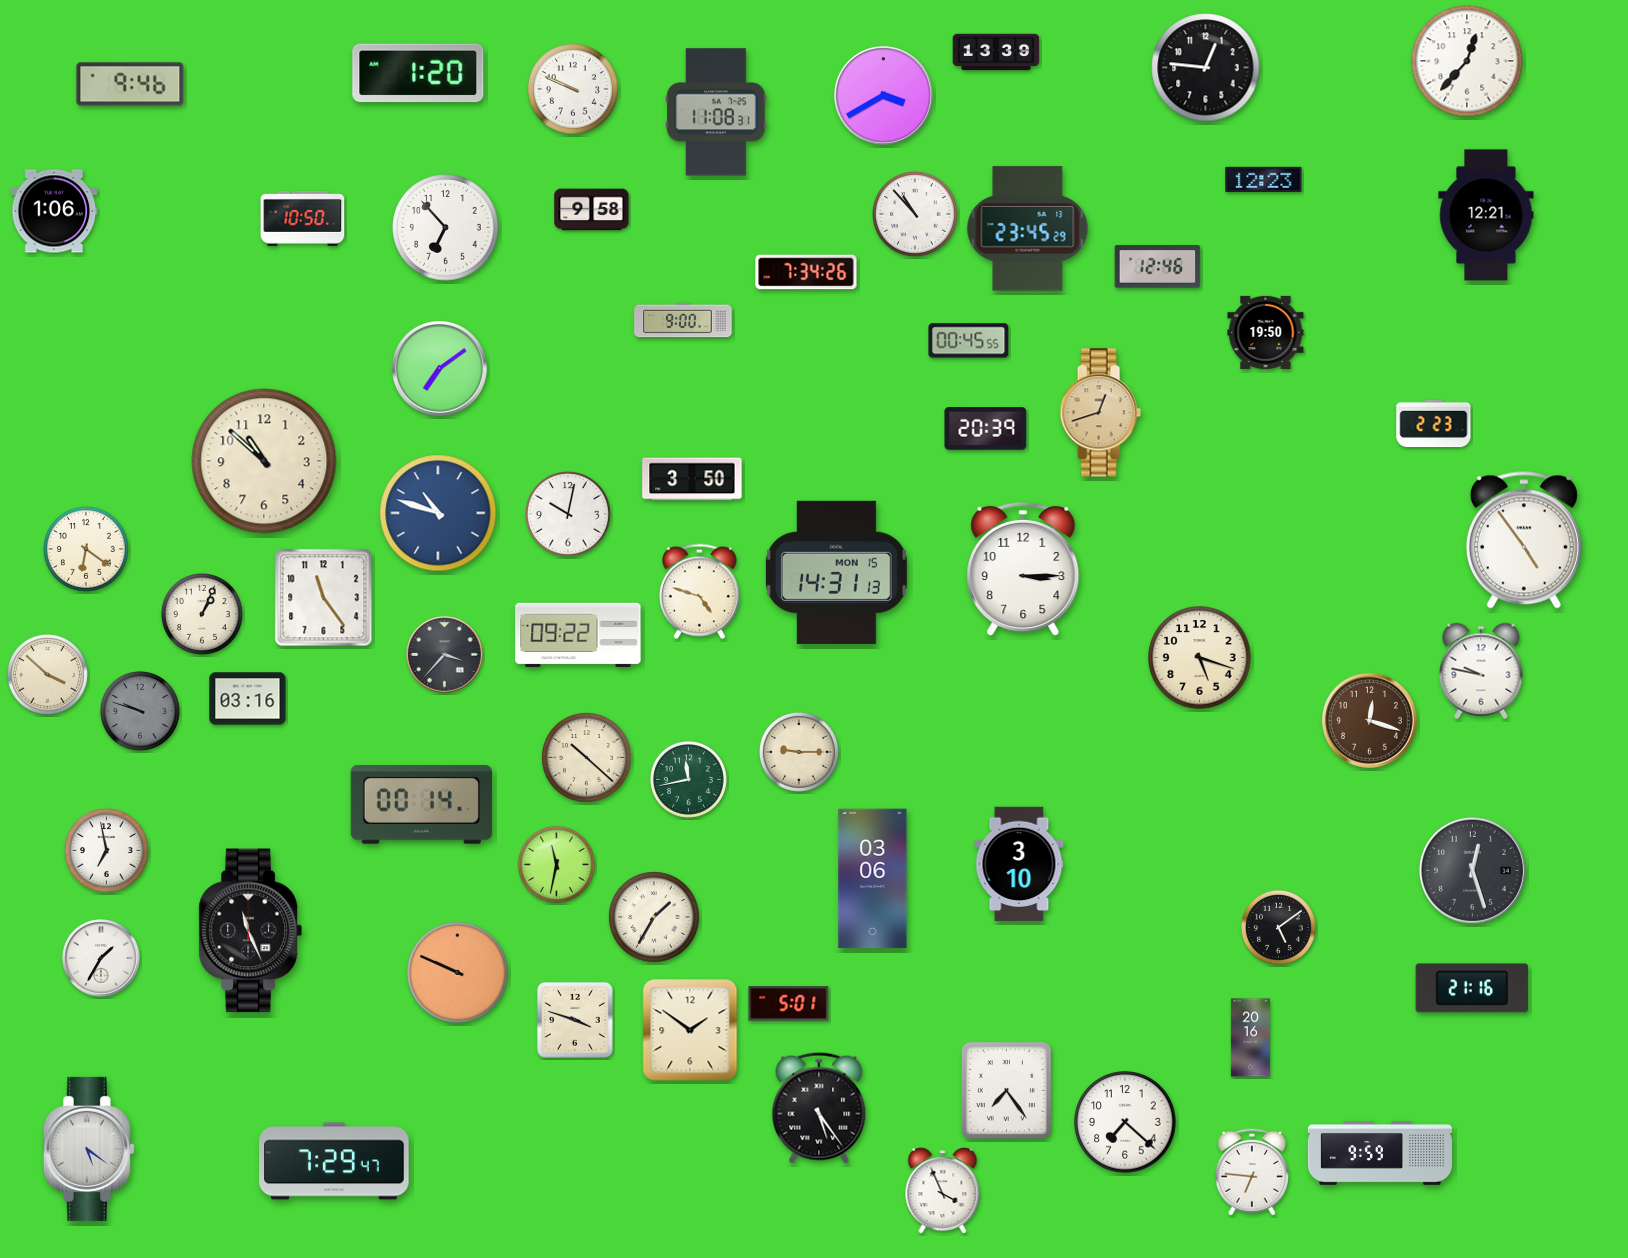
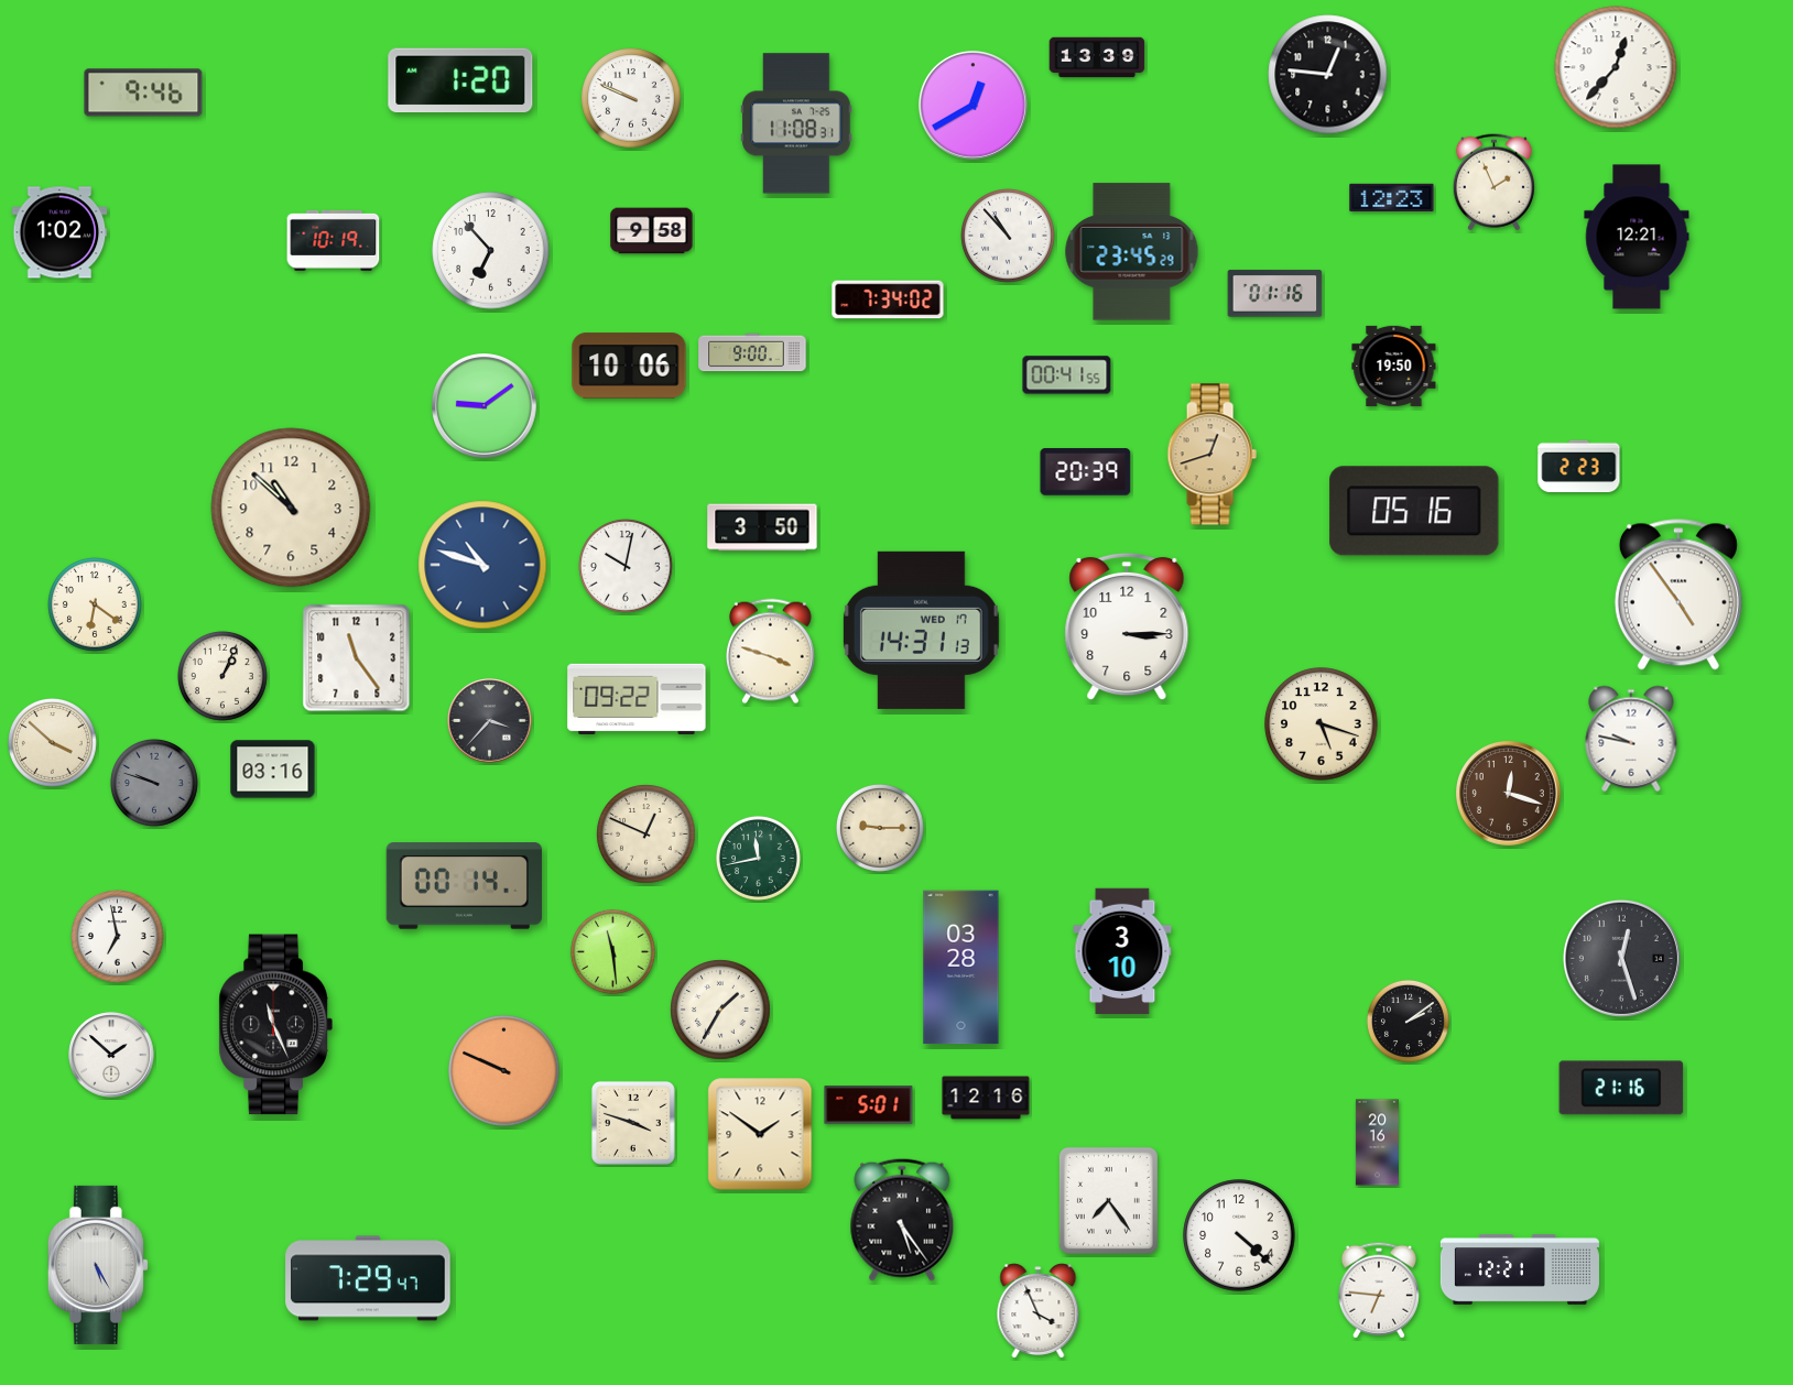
clock at (883, 95): 3:40 -> 12:40
clock at (716, 112) position: (716, 112) -> (796, 123)
clock at (1493, 183): none -> 1:56
clock at (54, 211): 1:06 -> 1:02
clock at (303, 218): 10:50 -> 10:19
clock at (1158, 267): 12:46 -> 01:16
clock at (806, 272): 7:34:26 -> 7:34:02
clock at (629, 366): none -> 10:06
clock at (969, 341): 00:45 -> 00:41
clock at (440, 369): 7:09 -> 9:09
clock at (1414, 511): none -> 05:16
clock at (836, 572) date: MON 15 -> WED 17
clock at (699, 592): 4:48 -> 3:48
clock at (587, 758): 10:22 -> 12:49
clock at (556, 864): 11:32 -> 11:29
clock at (873, 879): 03:06 -> 03:28
clock at (1278, 927): 5:09 -> 2:09
clock at (101, 958): 1:35 -> 1:52
clock at (986, 1098): none -> 12:16
clock at (1125, 1122): 7:22 -> 4:22
clock at (89, 1149): 5:21 -> 5:25
clock at (1380, 1153): 9:59 -> 12:21
